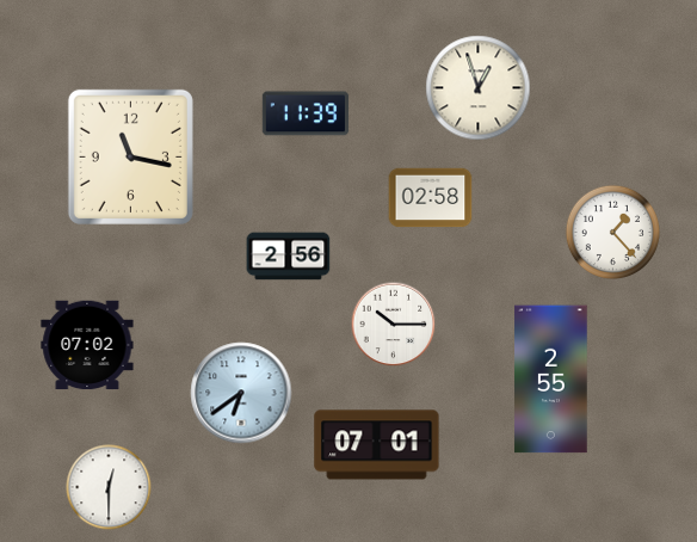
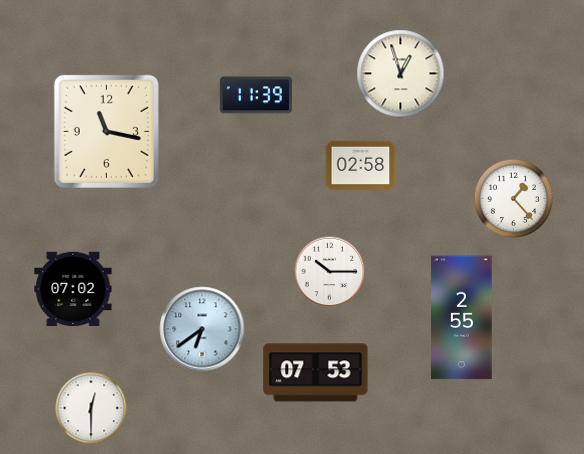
clock at (130, 156) position: (130, 156) -> (106, 131)
clock at (612, 232) position: (612, 232) -> (513, 198)
clock at (289, 257): 2:56 -> none
clock at (377, 445): 07:01 -> 07:53
